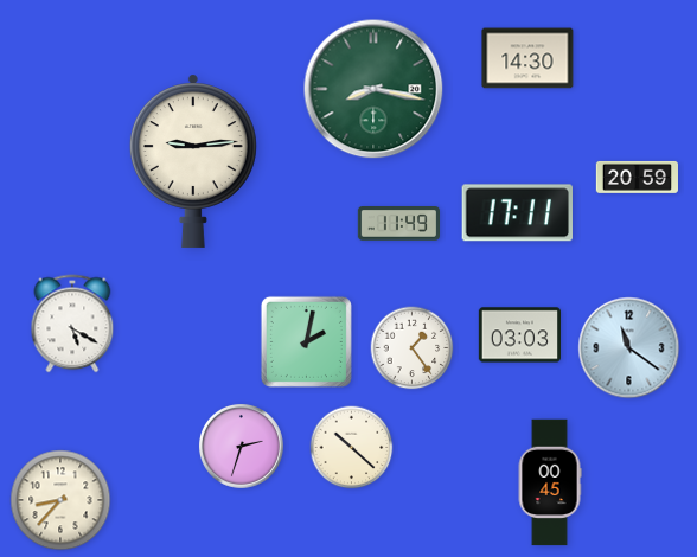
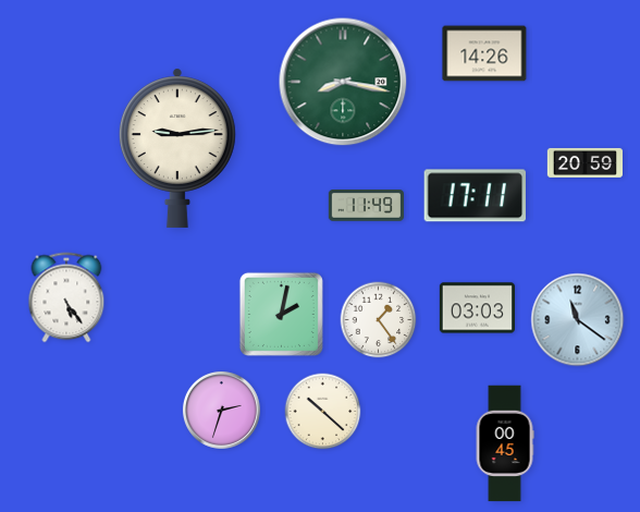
clock at (527, 58): 14:30 -> 14:26
clock at (72, 324): 5:20 -> 5:24
clock at (60, 500): 8:37 -> none
